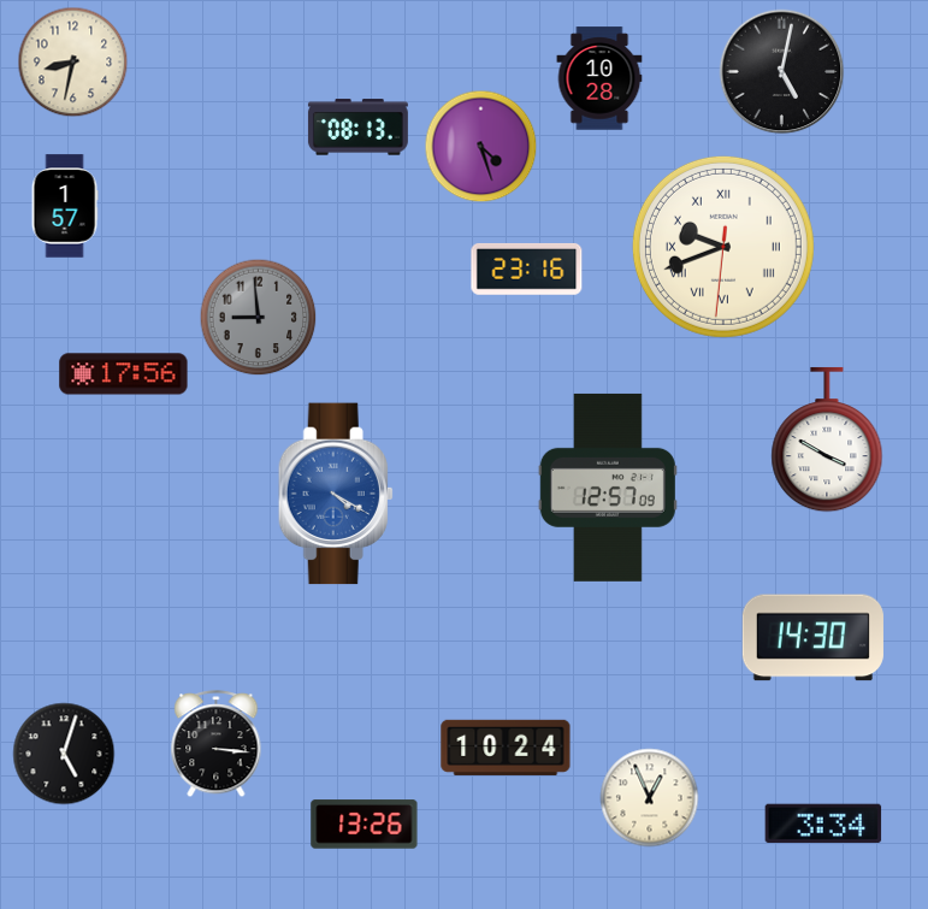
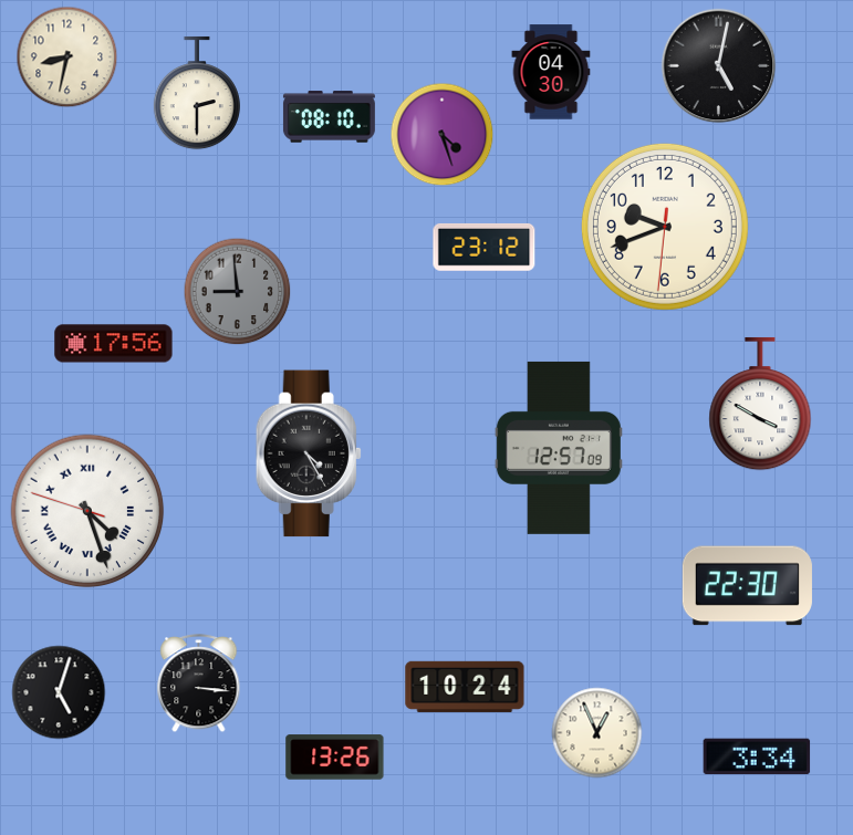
clock at (599, 78): 10:28 -> 04:30
clock at (197, 93): none -> 2:30
clock at (357, 128): 08:13 -> 08:10
clock at (65, 206): 1:57 -> none
clock at (723, 247) numerals: Roman -> Arabic
clock at (527, 268): 23:16 -> 23:12
clock at (336, 494): 4:20 -> 4:25
clock at (336, 494) dial: blue -> black
clock at (87, 511): none -> 4:26
clock at (812, 638): 14:30 -> 22:30
